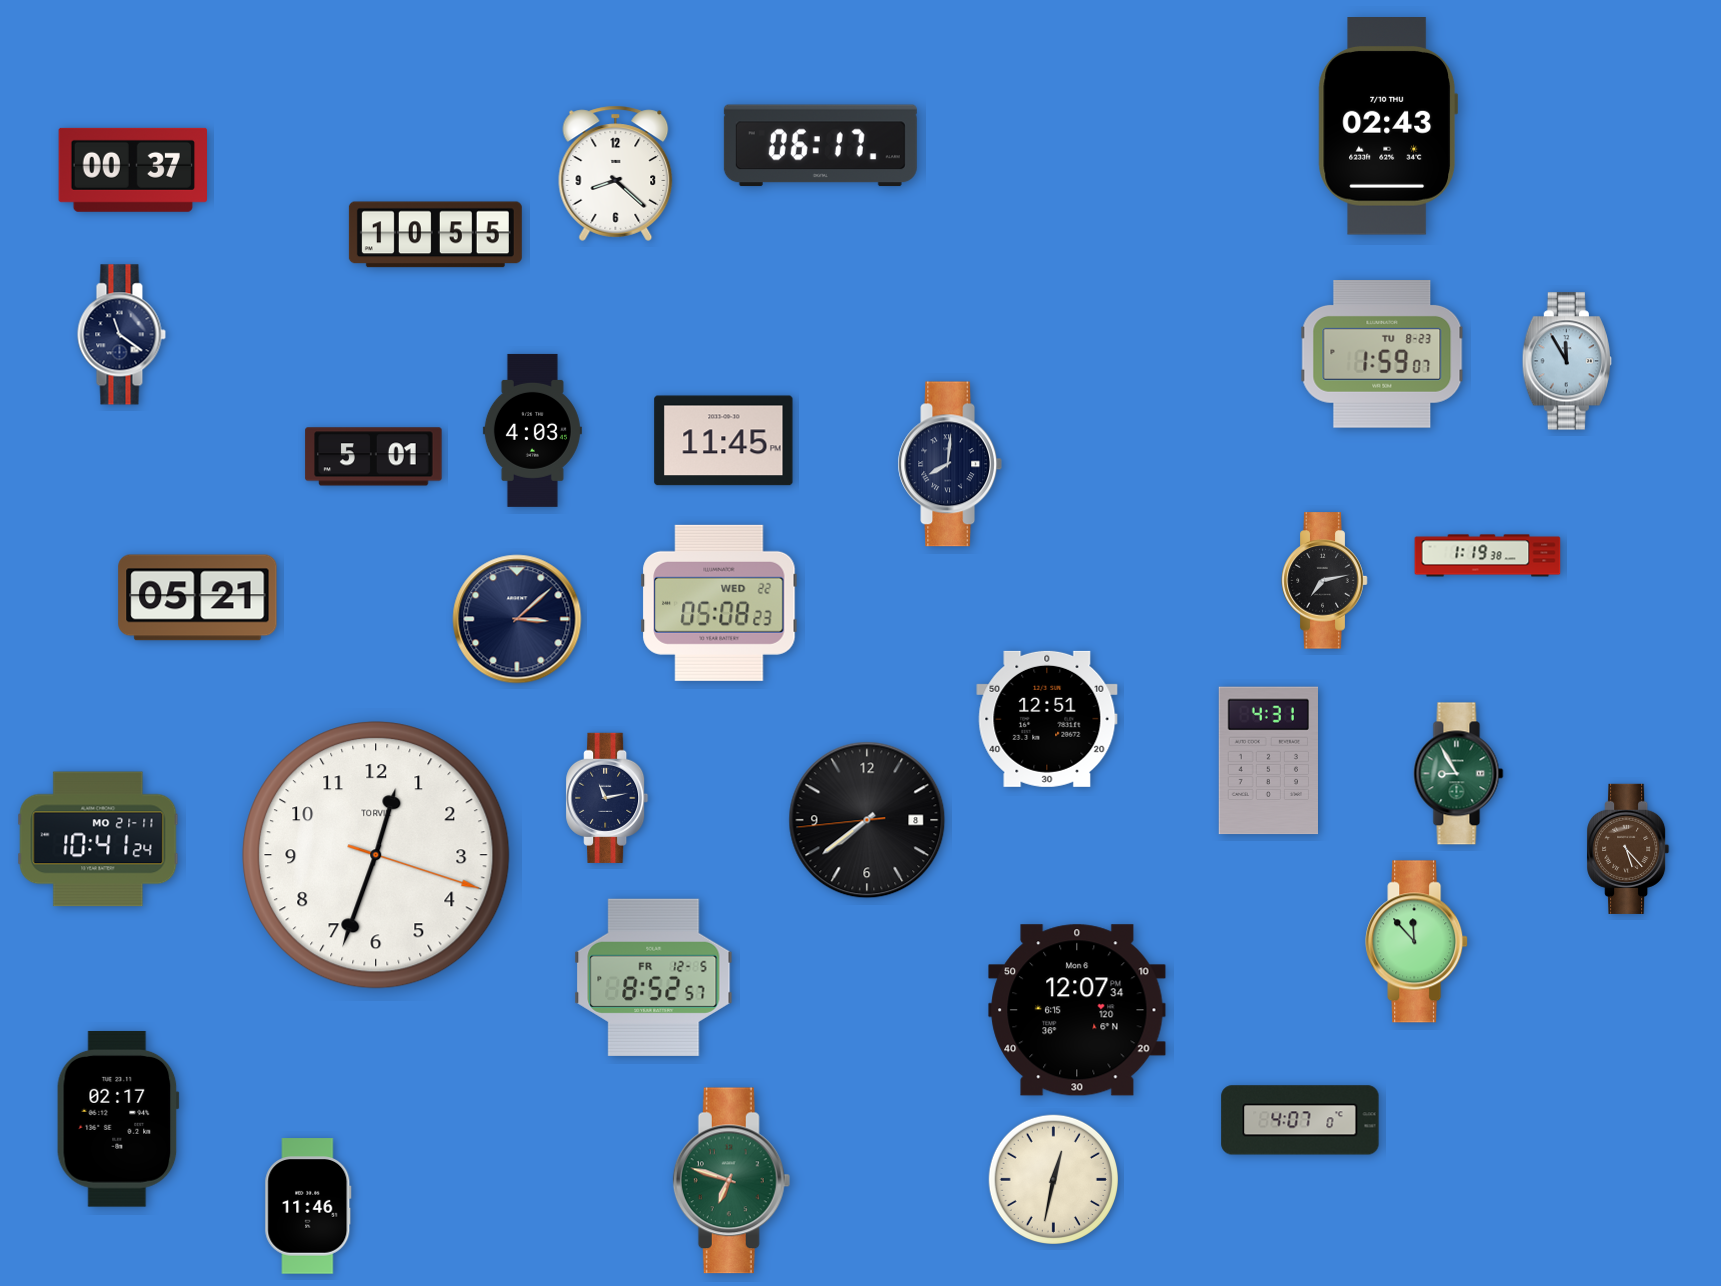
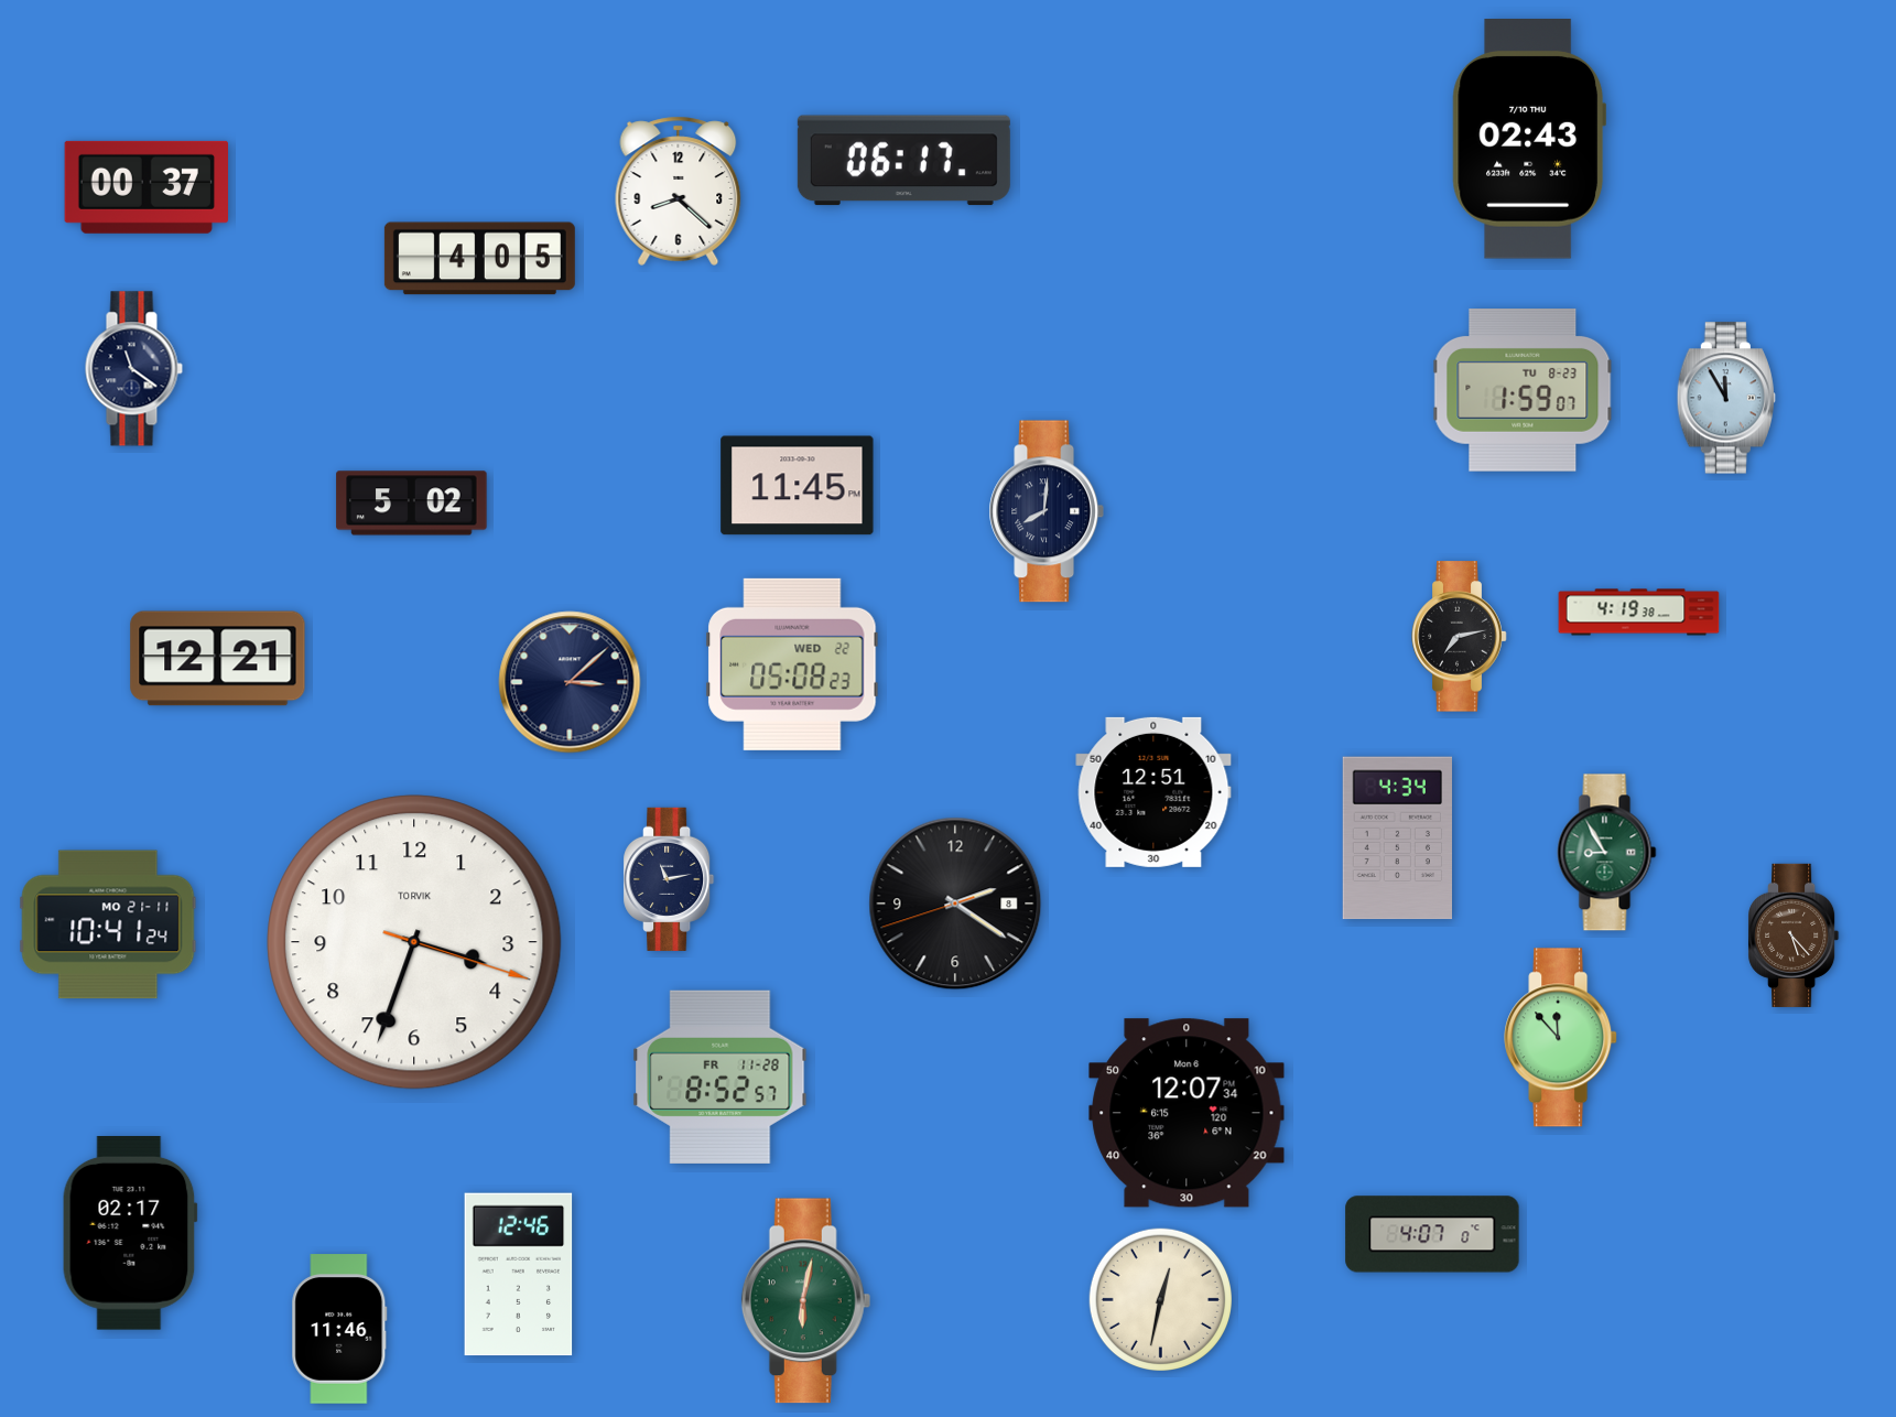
clock at (435, 235): 10:55 -> 4:05
clock at (532, 430): 4:03 -> none
clock at (374, 457): 5:01 -> 5:02
clock at (1488, 556): 1:19 -> 4:19
clock at (1325, 581) position: (1325, 581) -> (1460, 637)
clock at (198, 598): 05:21 -> 12:21
clock at (1268, 761): 4:31 -> 4:34
clock at (867, 820): 7:38 -> 2:20
clock at (376, 855): 12:33 -> 3:33
clock at (654, 977) date: FR 12-5 -> FR 11-28
clock at (519, 1275): none -> 12:46
clock at (732, 1181): 6:48 -> 6:02
